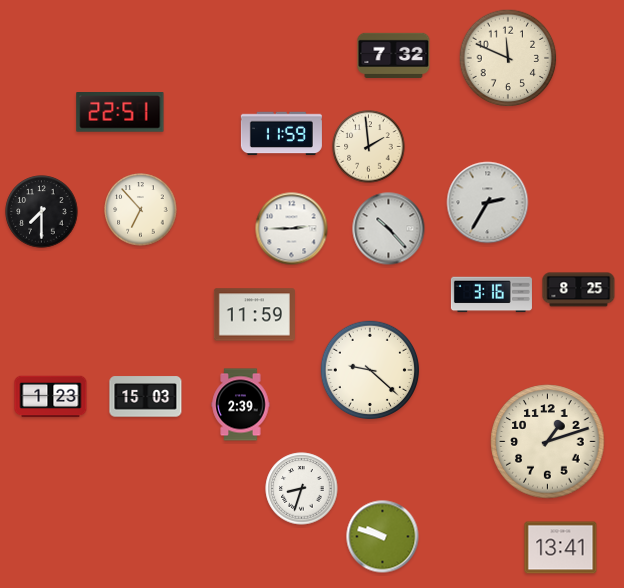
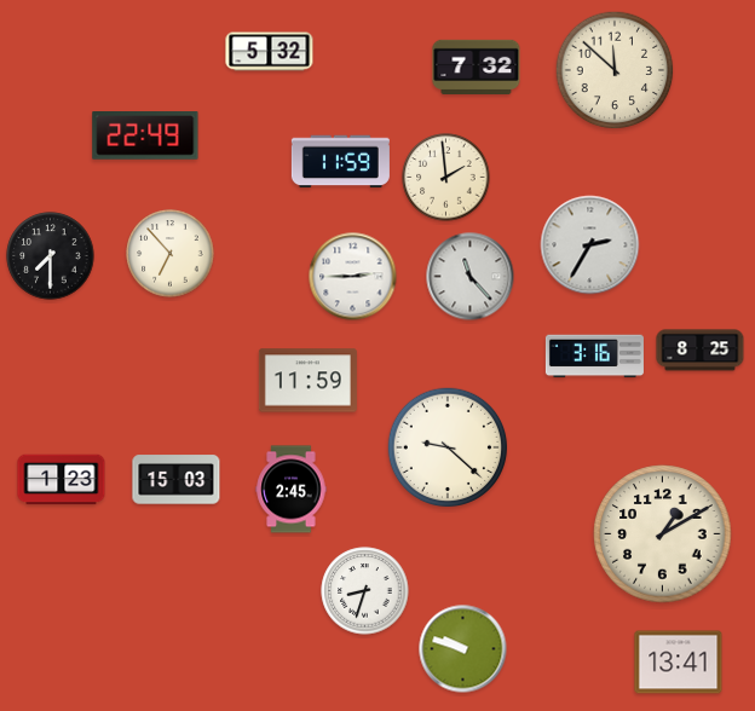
clock at (270, 52): none -> 5:32
clock at (508, 58): 11:49 -> 11:52
clock at (120, 113): 22:51 -> 22:49
clock at (389, 229): 10:23 -> 11:23
clock at (241, 405): 2:39 -> 2:45
clock at (548, 442): 1:12 -> 1:10
